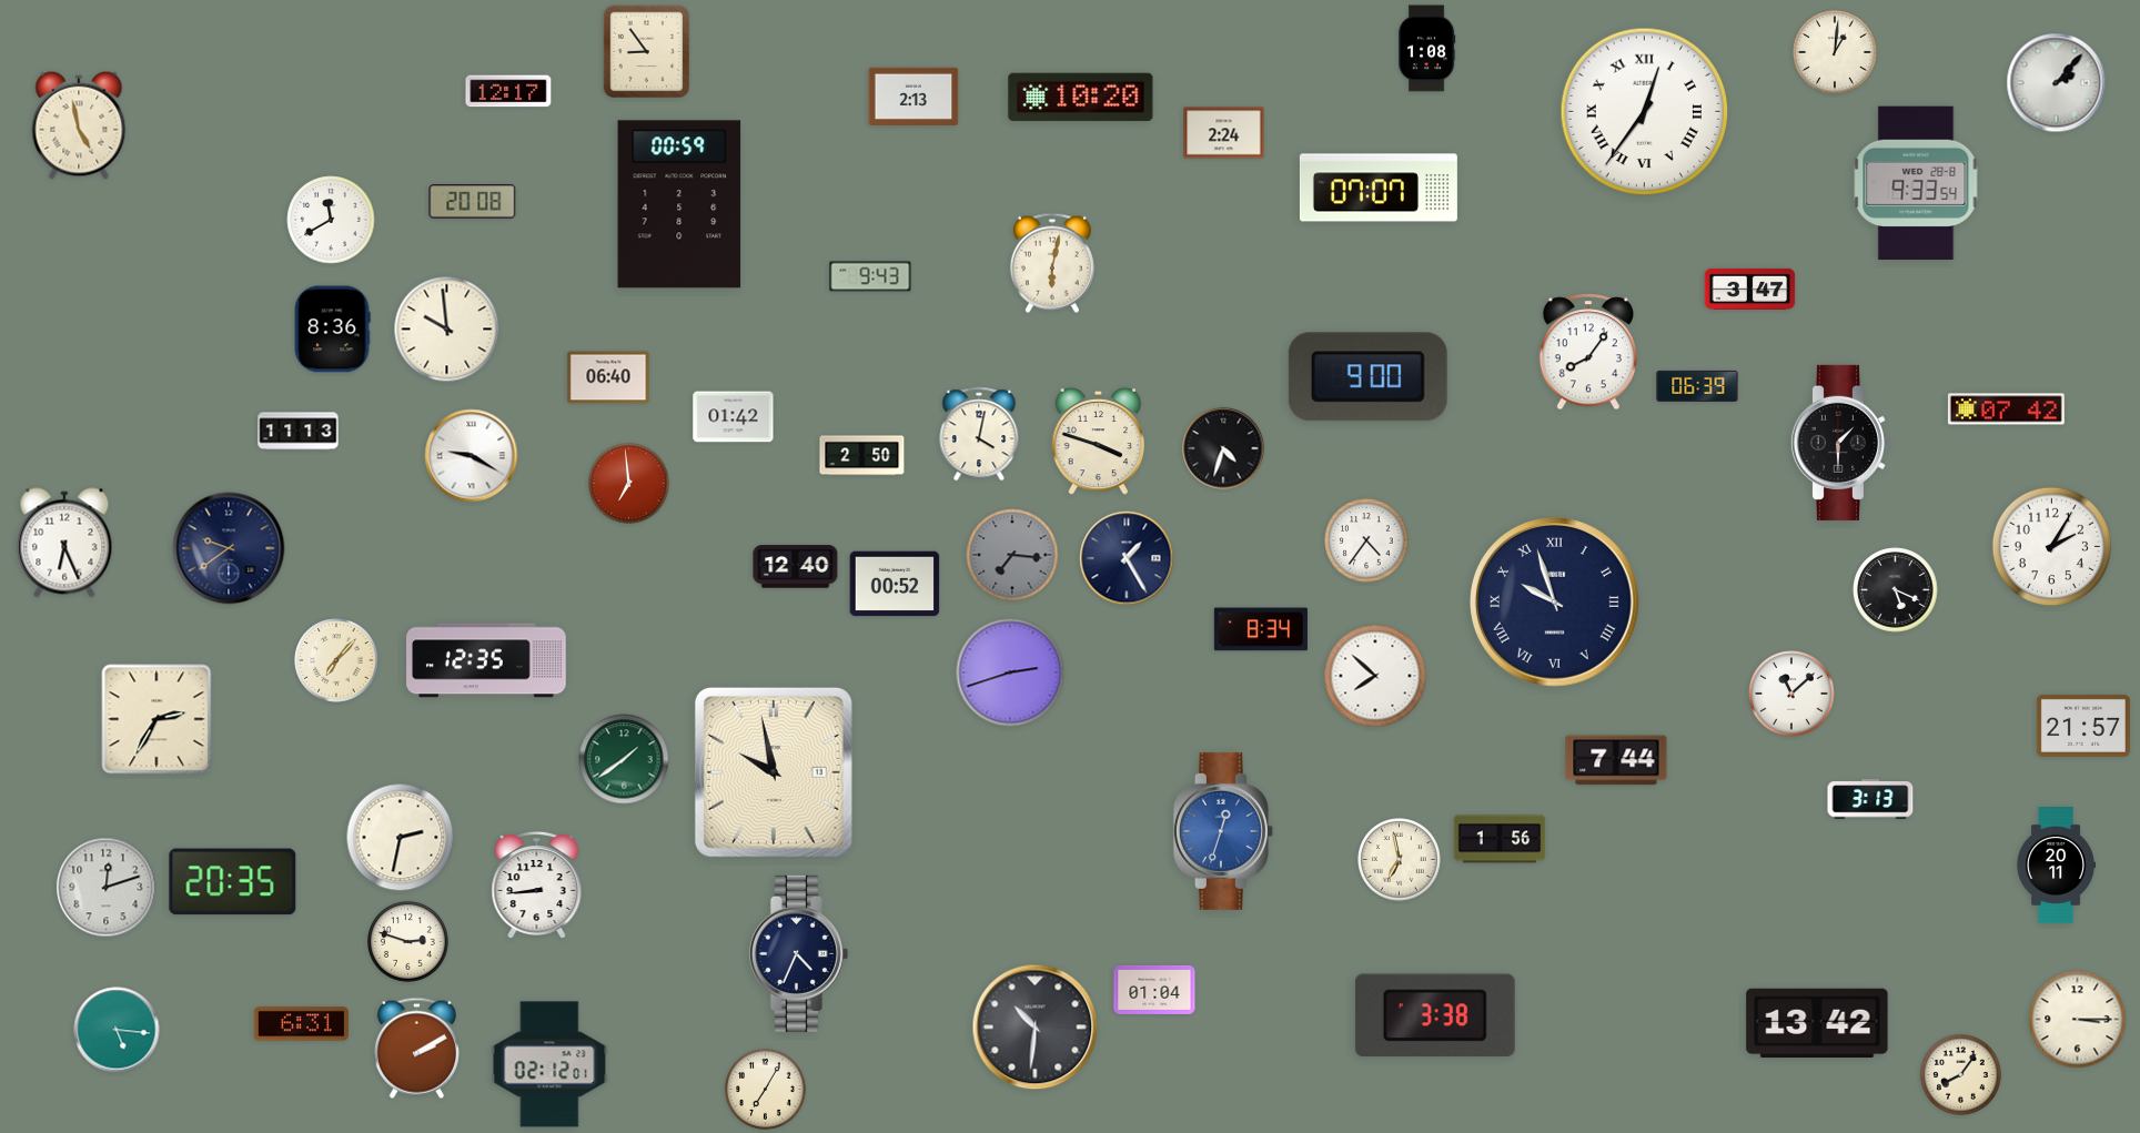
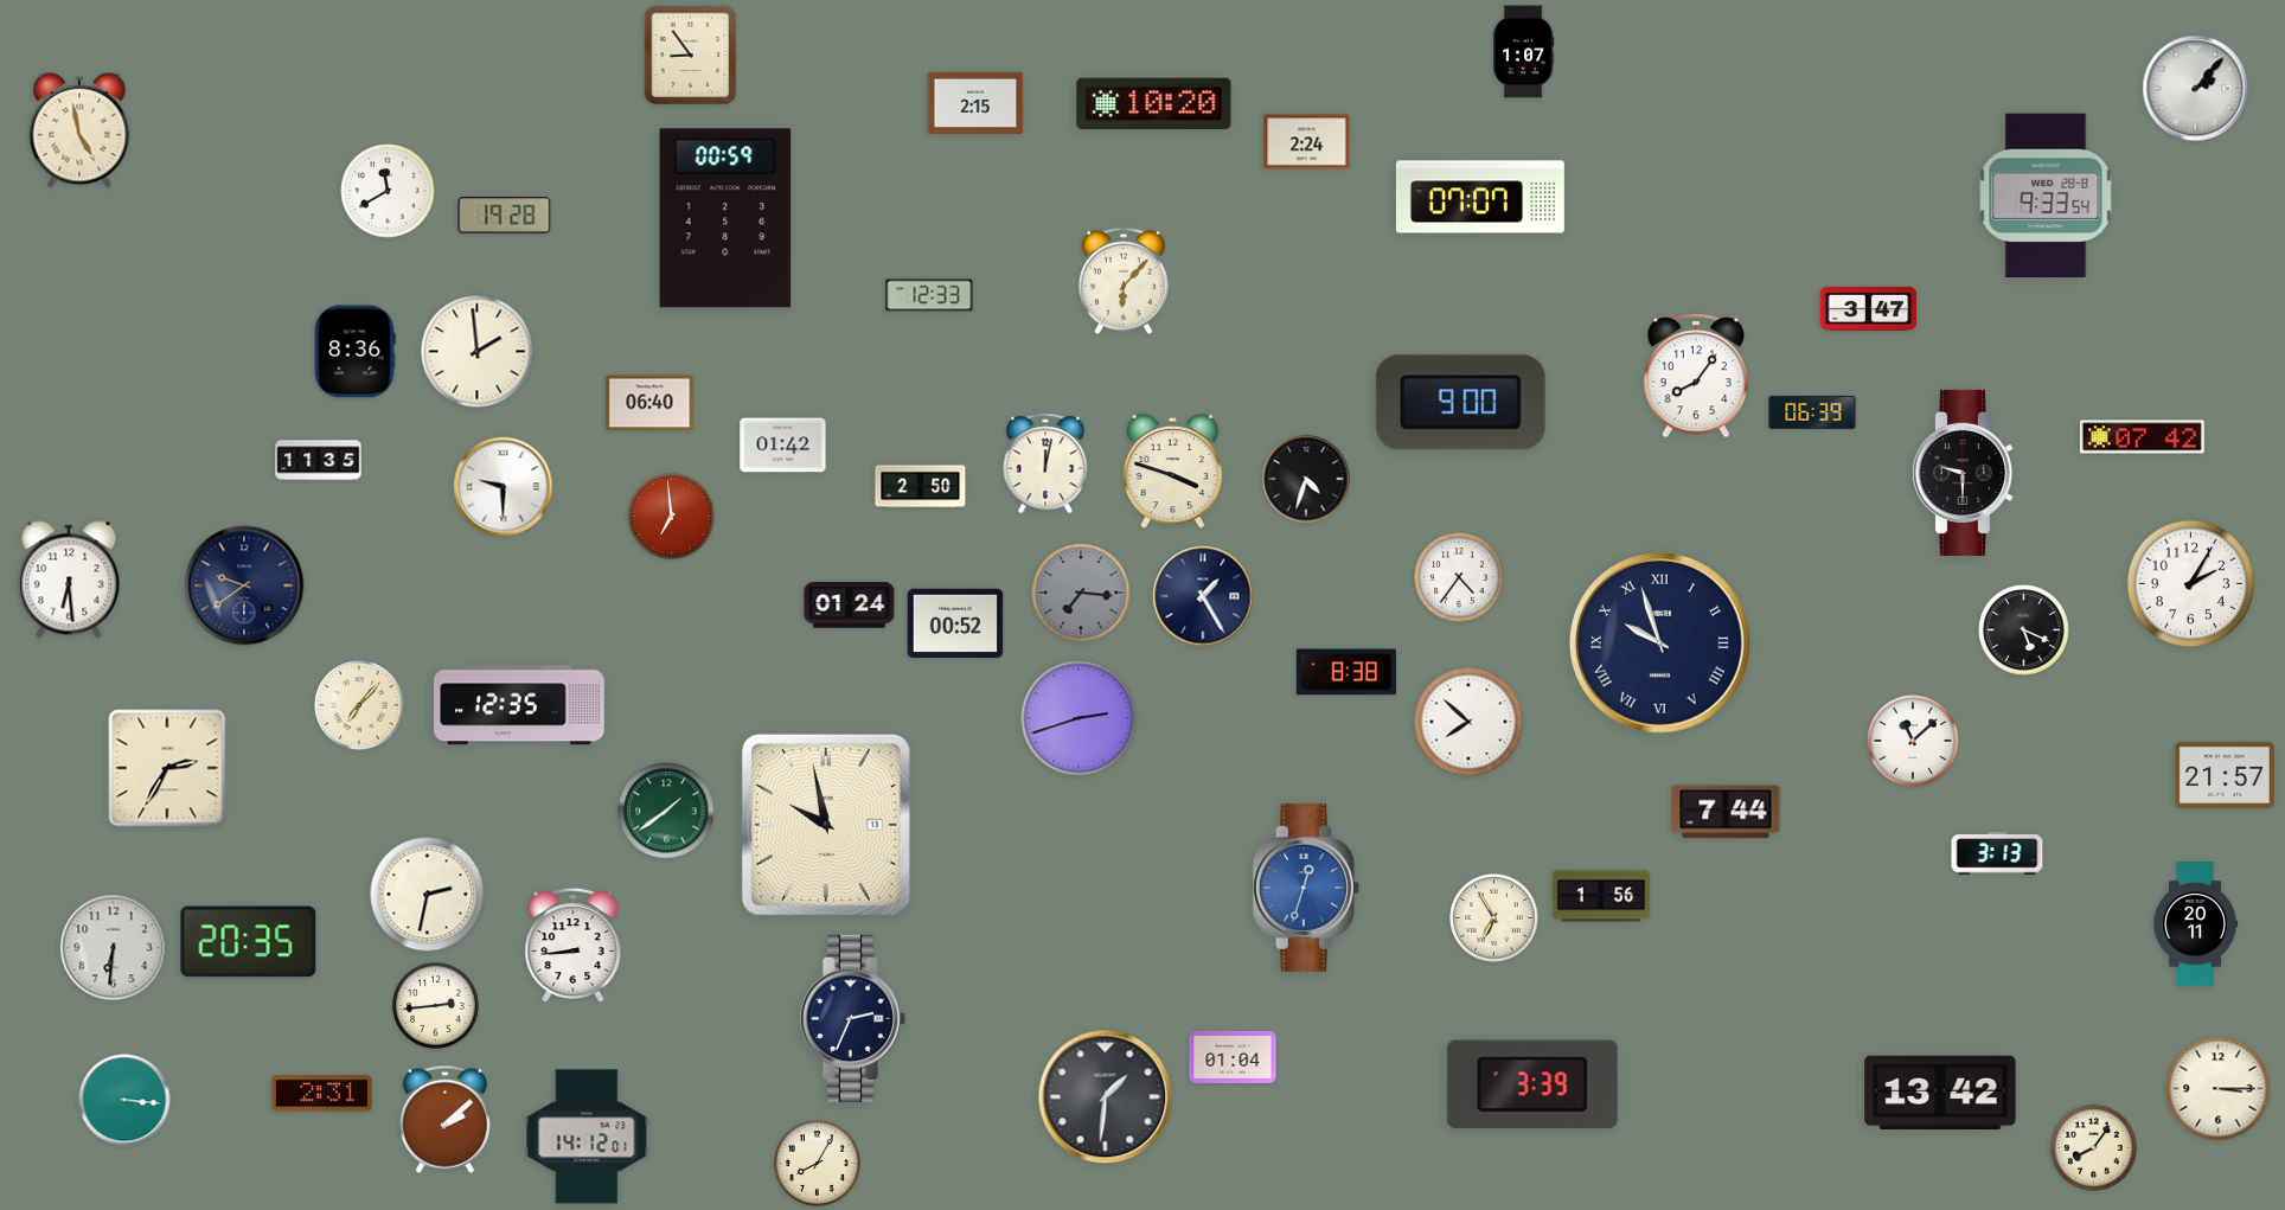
clock at (1427, 49): 1:08 -> 1:07
clock at (1835, 52): 1:01 -> none
clock at (508, 91): 12:17 -> none
clock at (913, 95): 2:13 -> 2:15
clock at (1645, 112): 12:36 -> none
clock at (79, 125) position: (79, 125) -> (79, 130)
clock at (1379, 188) position: (1379, 188) -> (1480, 197)
clock at (473, 202): 20:08 -> 19:28
clock at (331, 220) position: (331, 220) -> (388, 191)
clock at (1052, 263): 6:02 -> 6:07
clock at (870, 276): 9:43 -> 12:33
clock at (447, 330): 9:59 -> 1:59
clock at (299, 432): 11:13 -> 11:35
clock at (979, 434): 4:02 -> 12:02
clock at (1839, 443): 1:30 -> 9:30
clock at (472, 456): 9:20 -> 9:30
clock at (64, 543): 6:26 -> 6:29
clock at (796, 567): 12:40 -> 01:24
clock at (1261, 629): 8:34 -> 8:38
clock at (1400, 860): 6:58 -> 6:55
clock at (107, 888): 12:12 -> 6:31
clock at (408, 942): 2:48 -> 2:44
clock at (798, 953): 4:34 -> 2:34
clock at (1435, 1015): 3:38 -> 3:39
clock at (301, 1024): 6:31 -> 2:31
clock at (1036, 1028): 10:31 -> 1:31
clock at (117, 1030): 5:16 -> 3:16
clock at (416, 1048): 2:10 -> 2:08
clock at (549, 1064): 02:12 -> 14:12
clock at (766, 1090): 7:05 -> 8:05
